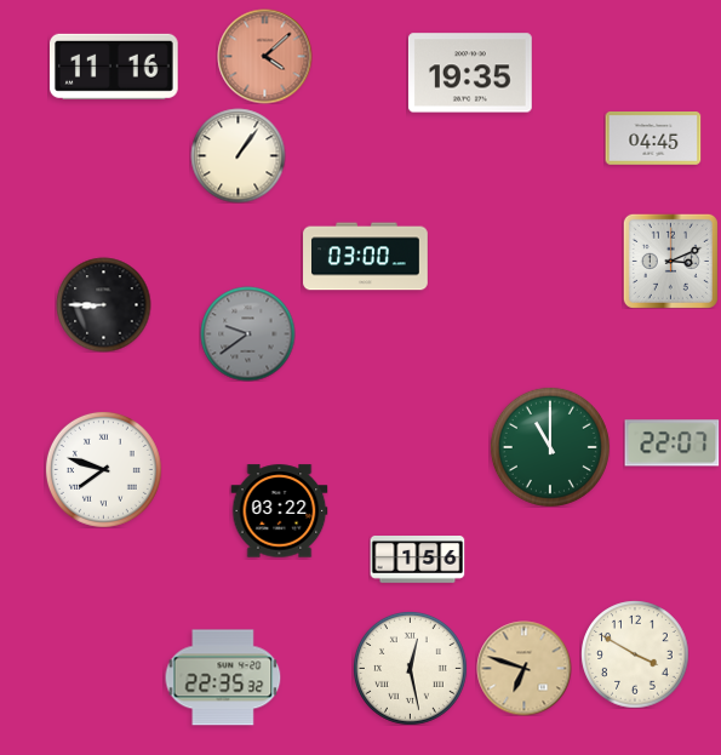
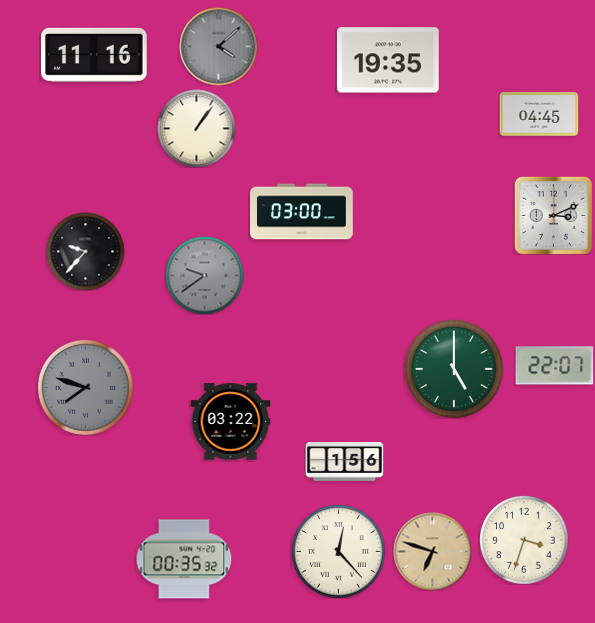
clock at (264, 56) dial: salmon -> grey
clock at (103, 304): 8:45 -> 9:37
clock at (550, 447): 11:00 -> 5:00
clock at (103, 469) dial: white -> grey
clock at (635, 654): 3:50 -> 3:33
clock at (410, 668): 12:28 -> 12:23
clock at (223, 677): 22:35 -> 00:35
